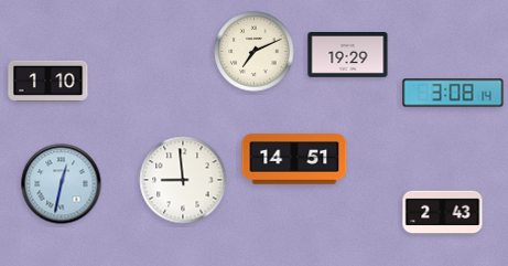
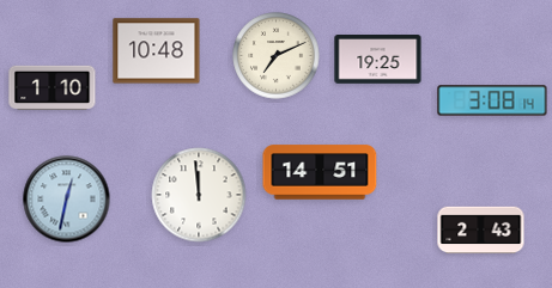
clock at (157, 51): none -> 10:48
clock at (348, 55): 19:29 -> 19:25
clock at (183, 180): 8:59 -> 11:59
